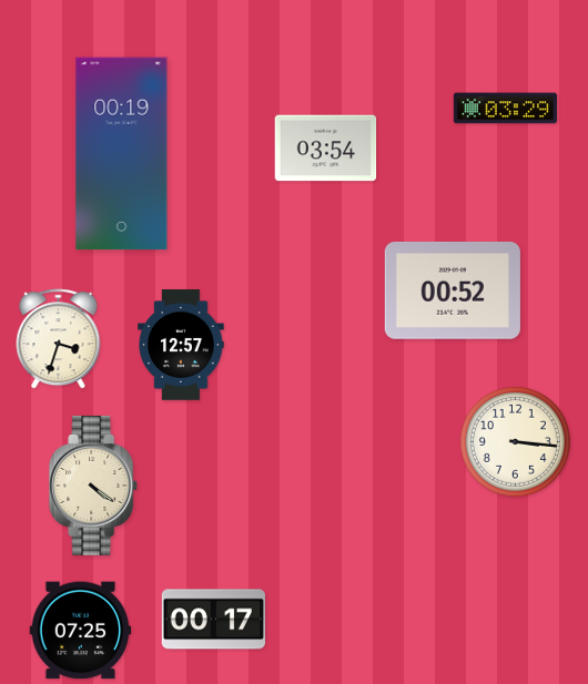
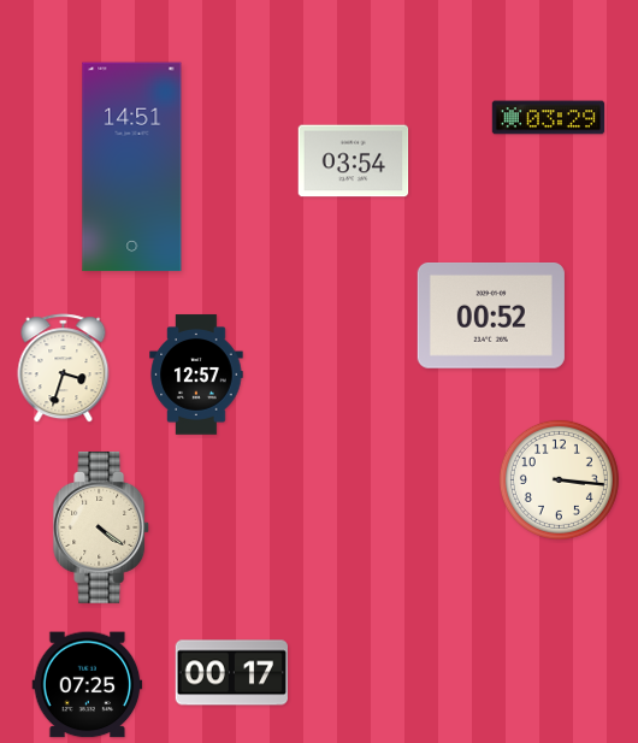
clock at (122, 154): 00:19 -> 14:51
